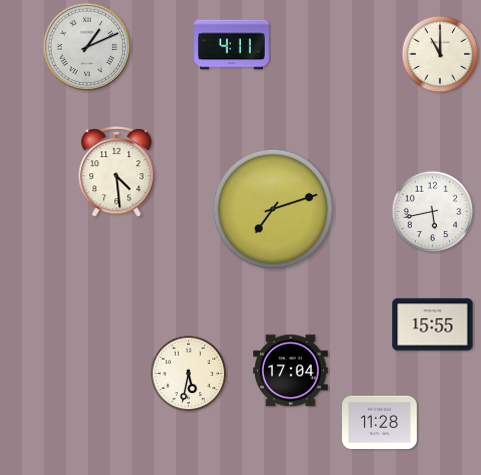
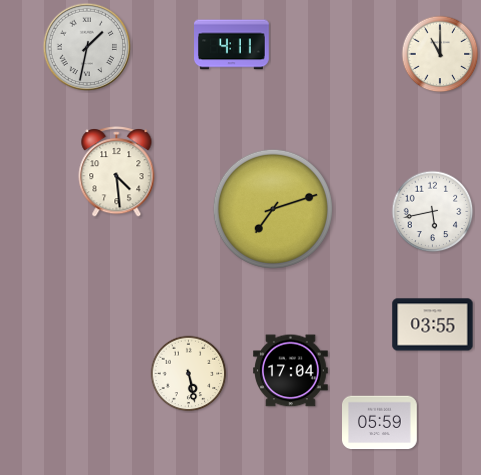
clock at (87, 47): 1:11 -> 1:32
clock at (433, 325): 15:55 -> 03:55
clock at (189, 374): 5:32 -> 5:28
clock at (380, 423): 11:28 -> 05:59
